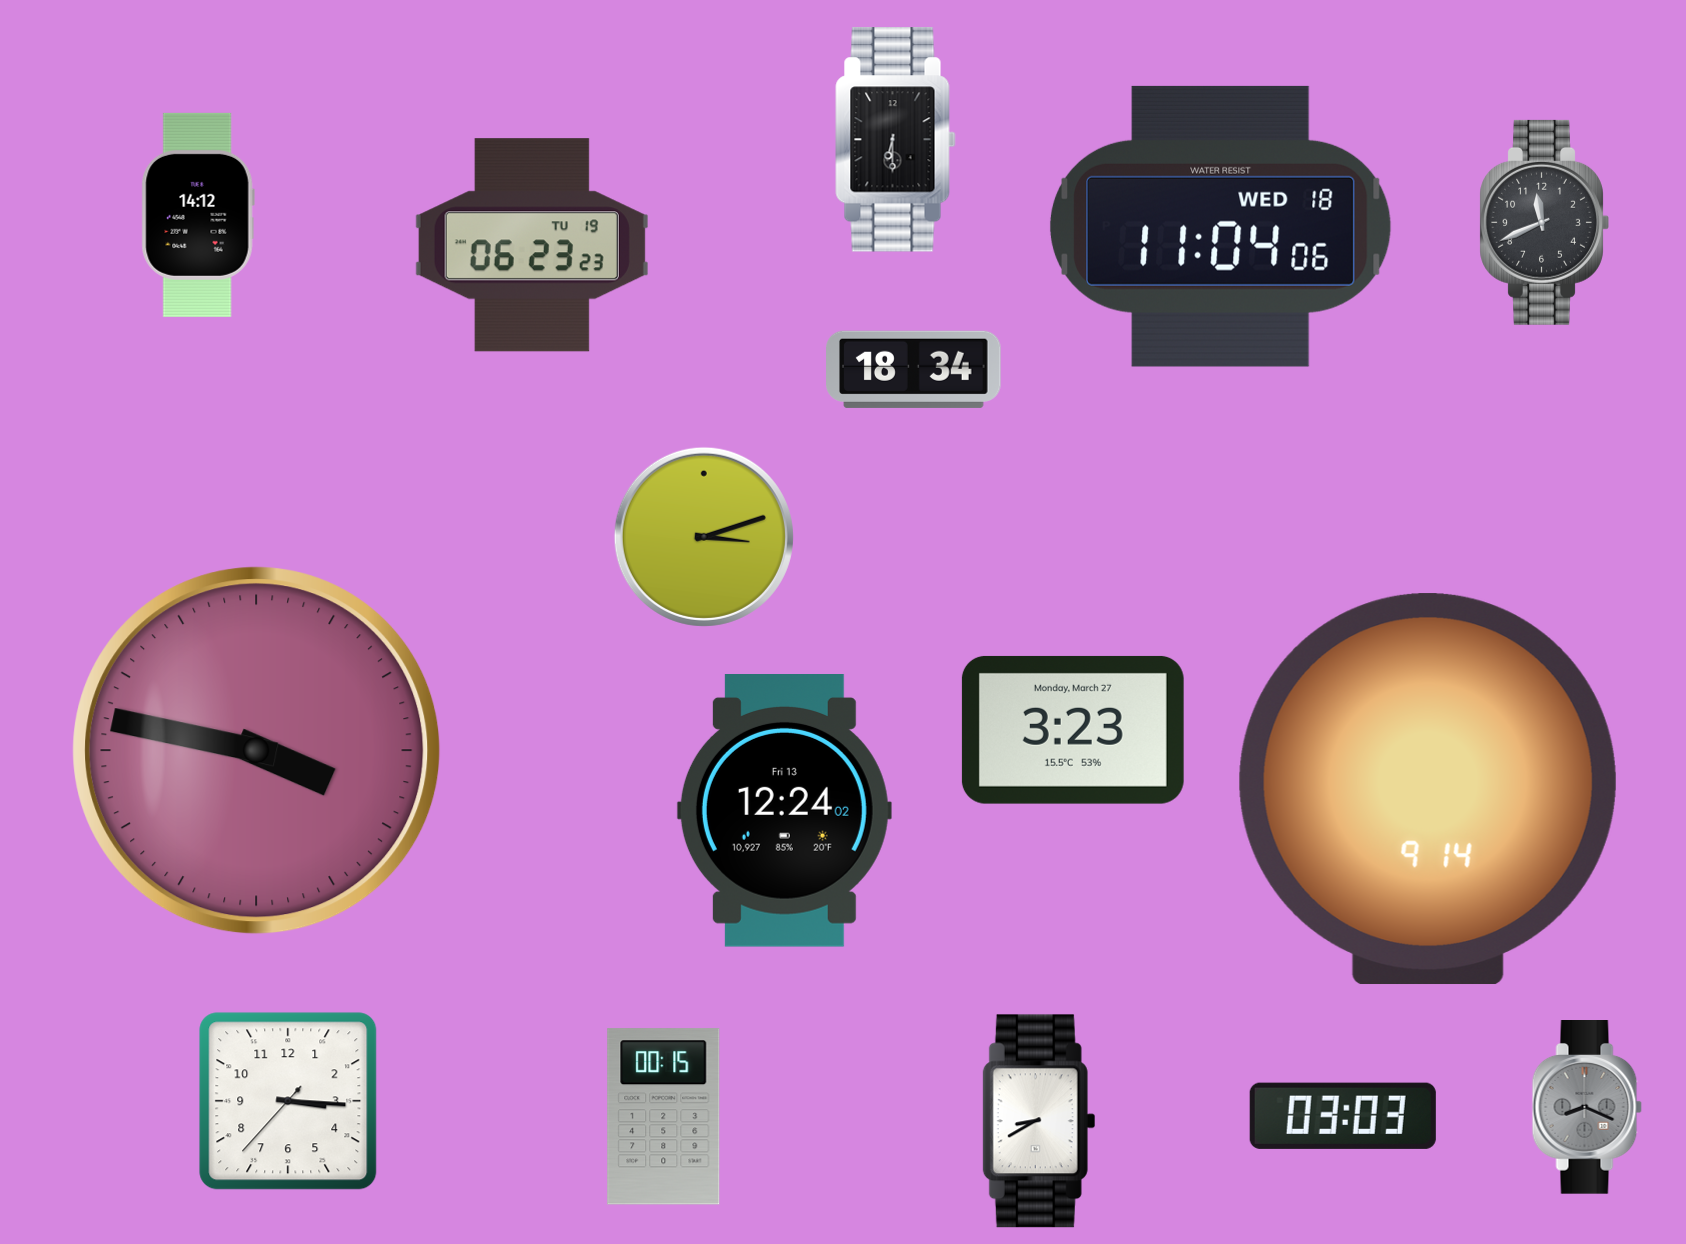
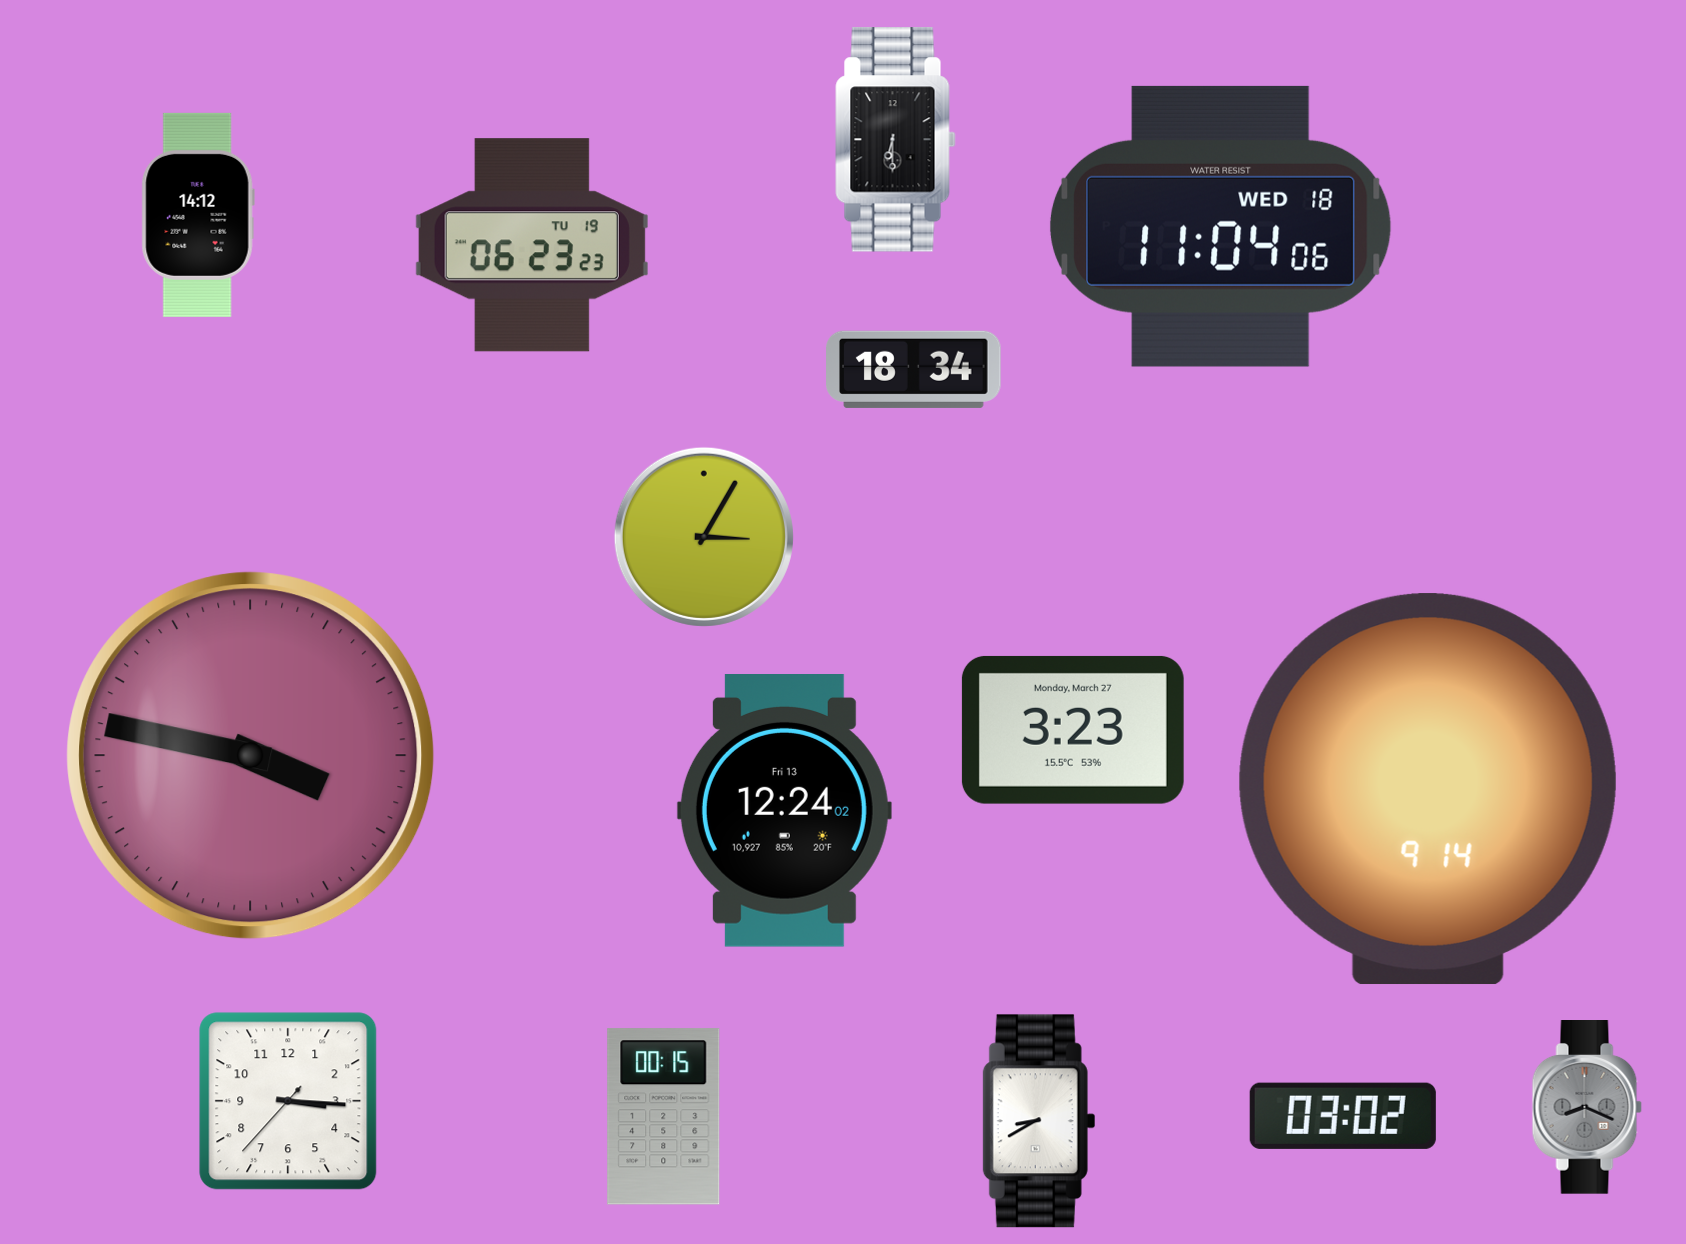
clock at (1544, 222): 11:41 -> none
clock at (704, 537): 3:12 -> 3:05
clock at (257, 751) position: (257, 751) -> (251, 756)
clock at (1343, 1116): 03:03 -> 03:02
